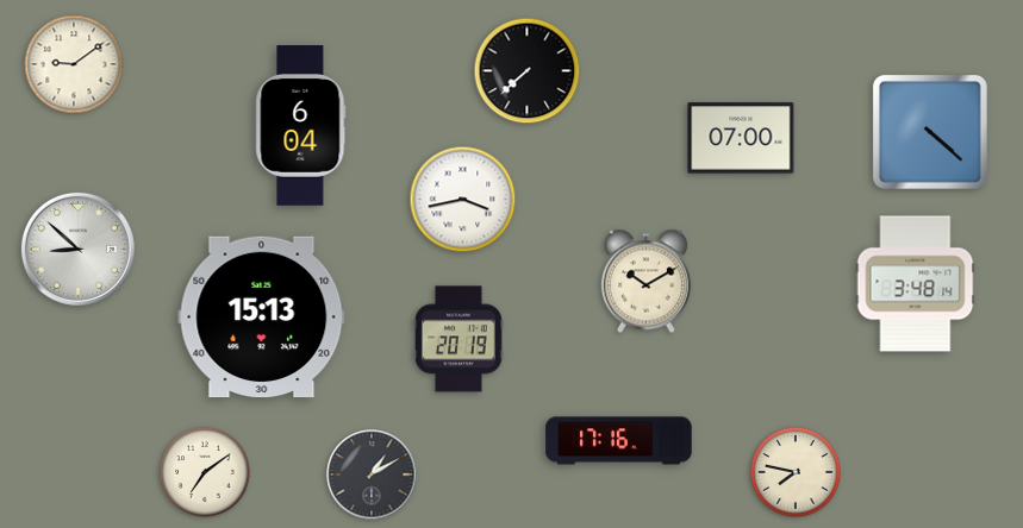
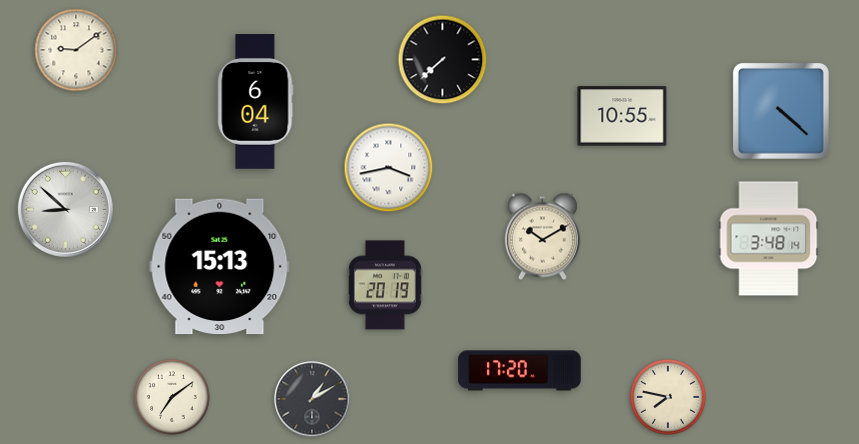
clock at (74, 64) position: (74, 64) -> (76, 50)
clock at (301, 126) position: (301, 126) -> (256, 102)
clock at (741, 138): 07:00 -> 10:55
clock at (619, 441): 17:16 -> 17:20
